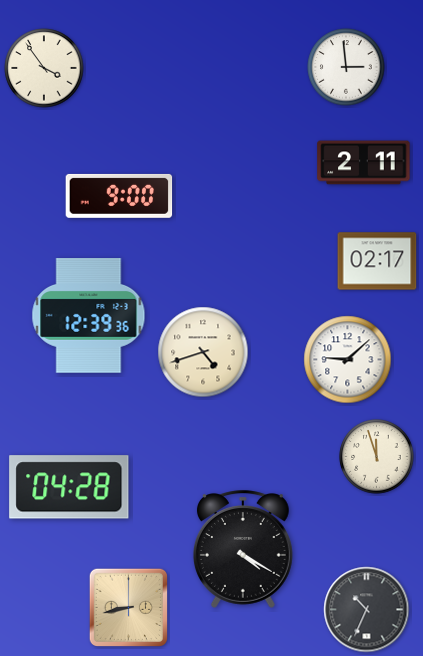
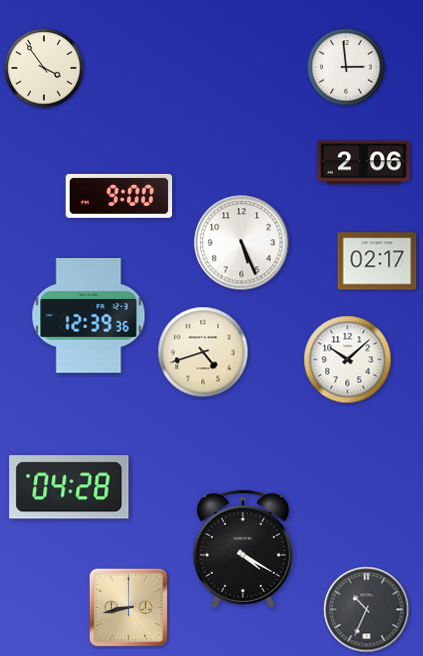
clock at (364, 163): 2:11 -> 2:06
clock at (242, 243): none -> 5:26
clock at (348, 360): 9:08 -> 10:08
clock at (377, 457): 11:57 -> none
